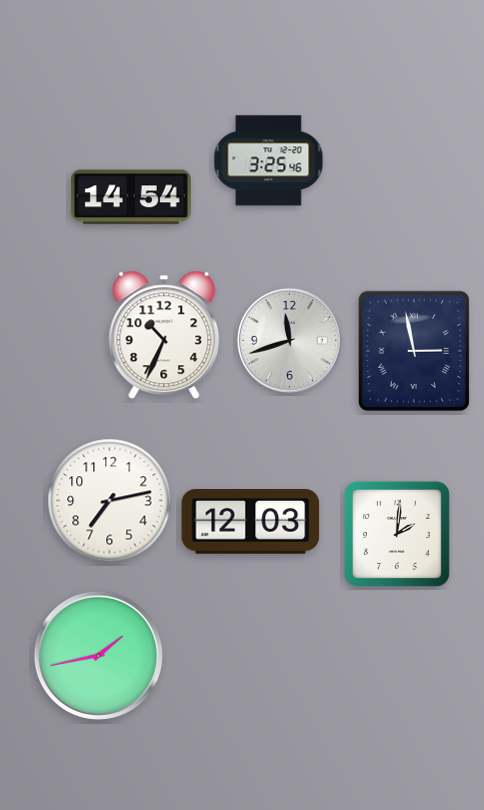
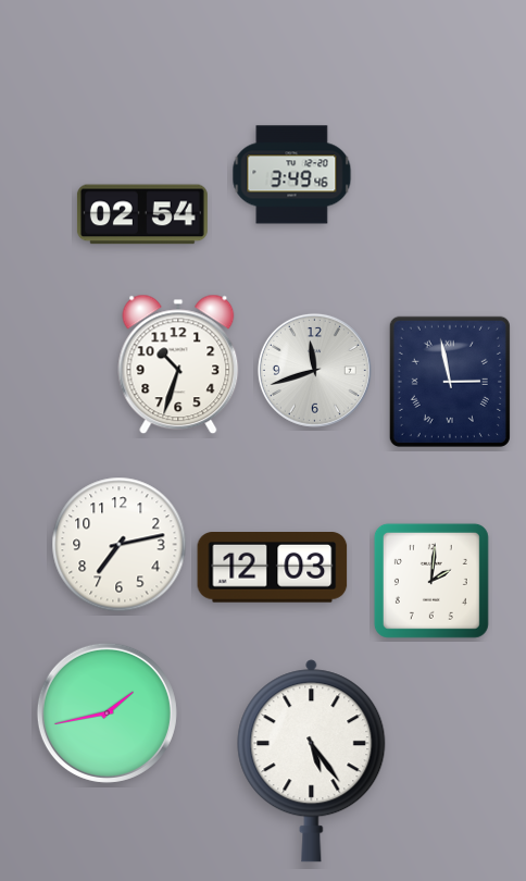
clock at (269, 161): 3:25 -> 3:49
clock at (131, 197): 14:54 -> 02:54
clock at (164, 335): 10:34 -> 10:33
clock at (312, 761): none -> 5:24
